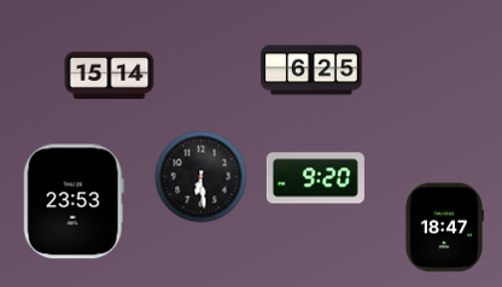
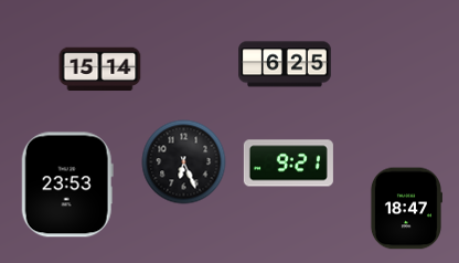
clock at (202, 177): 6:29 -> 6:26
clock at (315, 178): 9:20 -> 9:21
